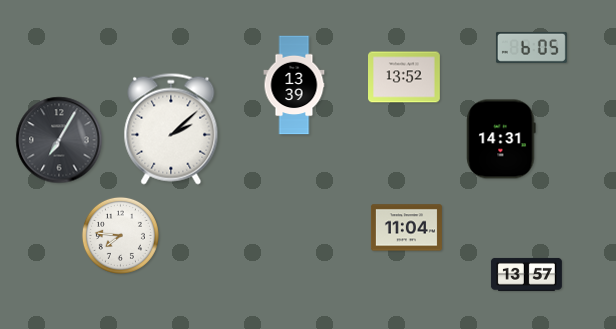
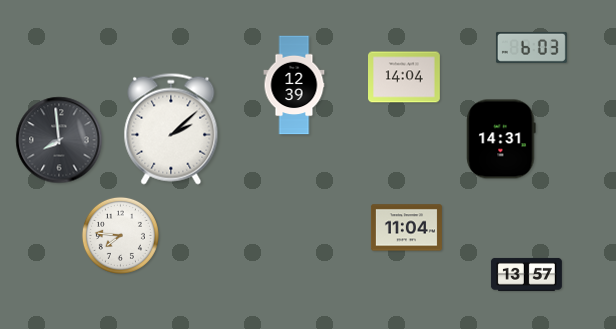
clock at (531, 47): 6:05 -> 6:03
clock at (405, 77): 13:52 -> 14:04
clock at (294, 85): 13:39 -> 12:39
clock at (59, 140): 7:05 -> 7:59
